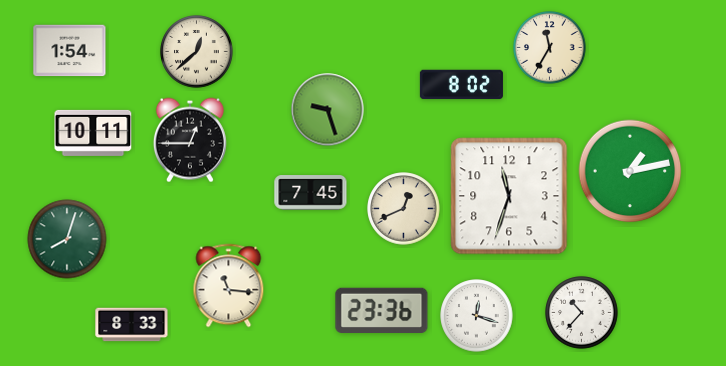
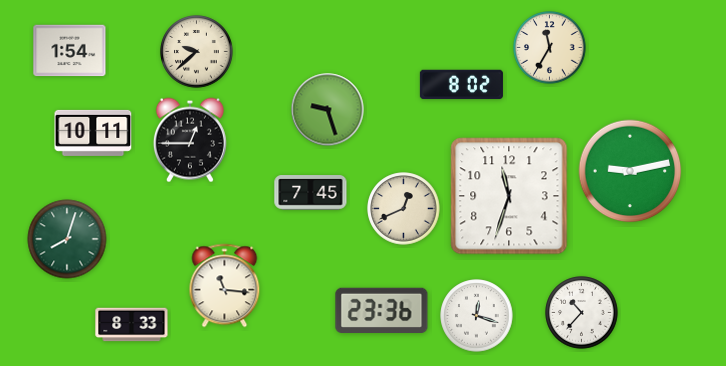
clock at (197, 52): 12:38 -> 9:38
clock at (630, 171): 1:13 -> 9:13
clock at (229, 286) position: (229, 286) -> (225, 286)
